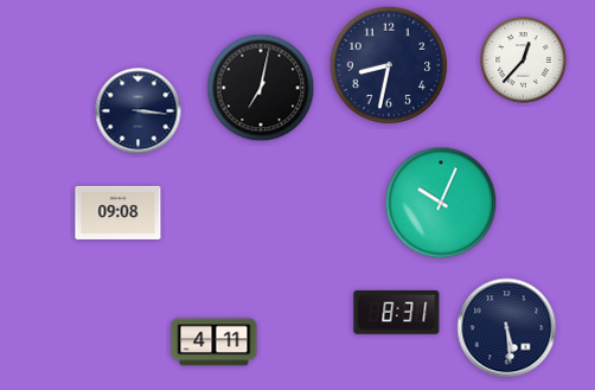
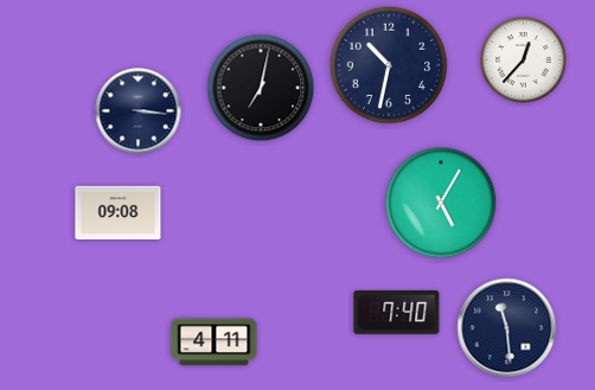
clock at (389, 65): 8:32 -> 10:32
clock at (441, 203): 10:04 -> 5:05
clock at (397, 312): 8:31 -> 7:40
clock at (507, 328): 5:29 -> 11:29
